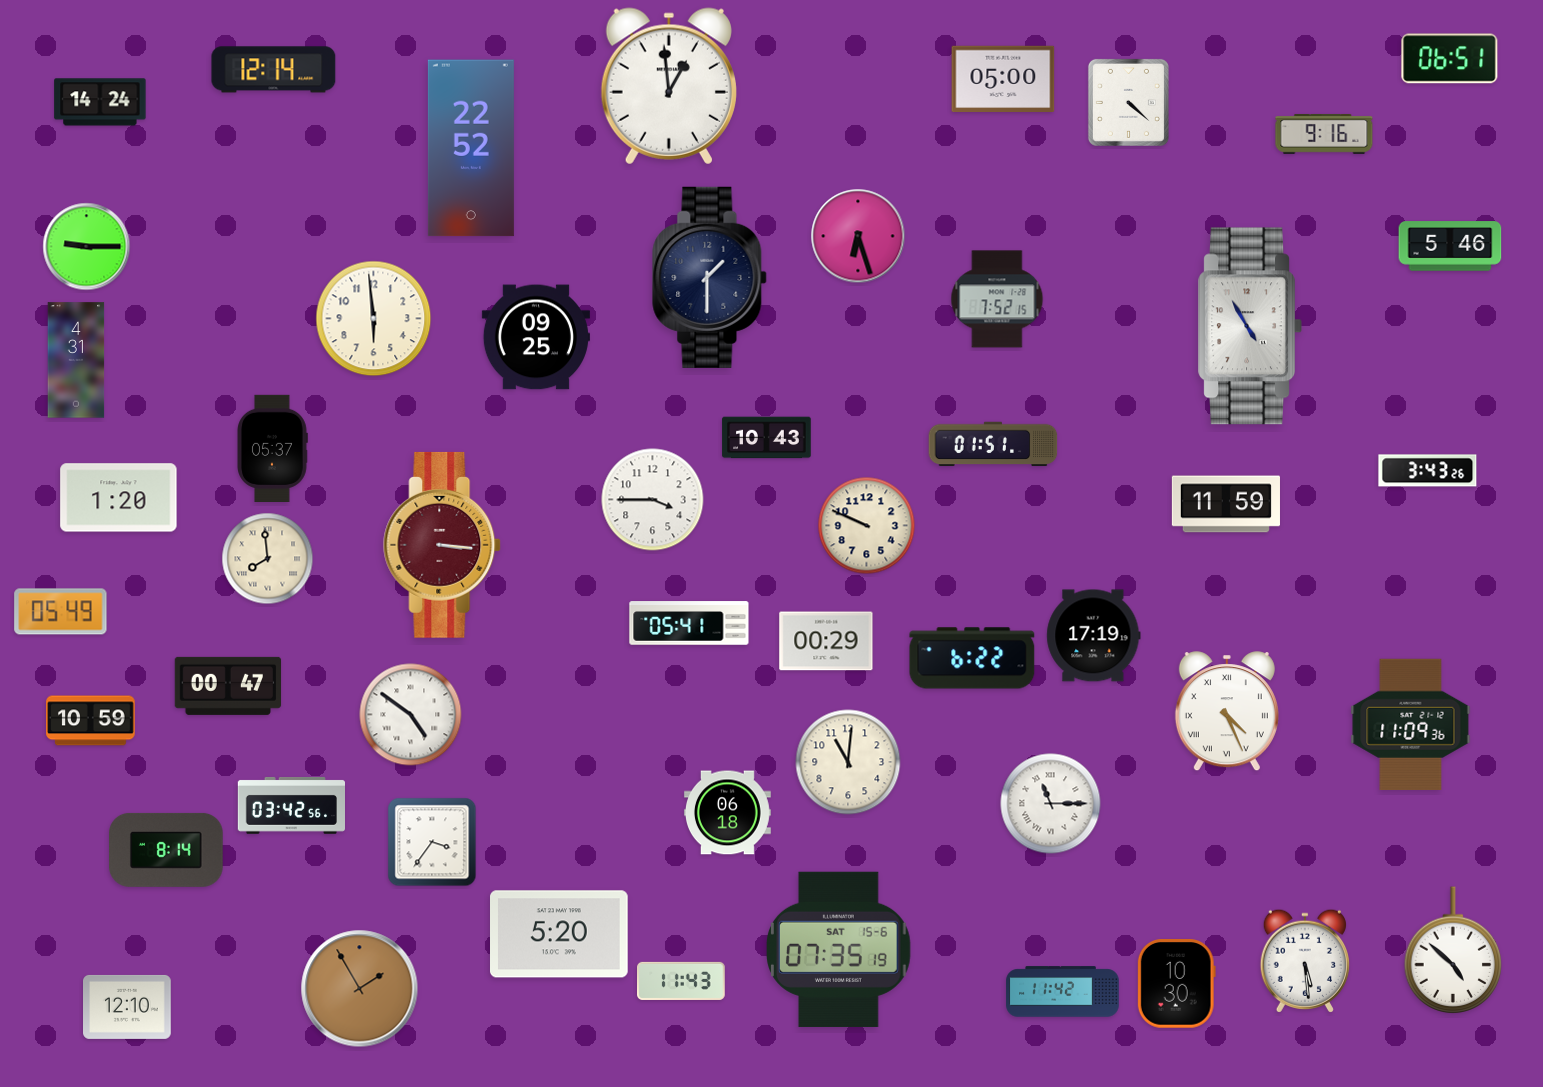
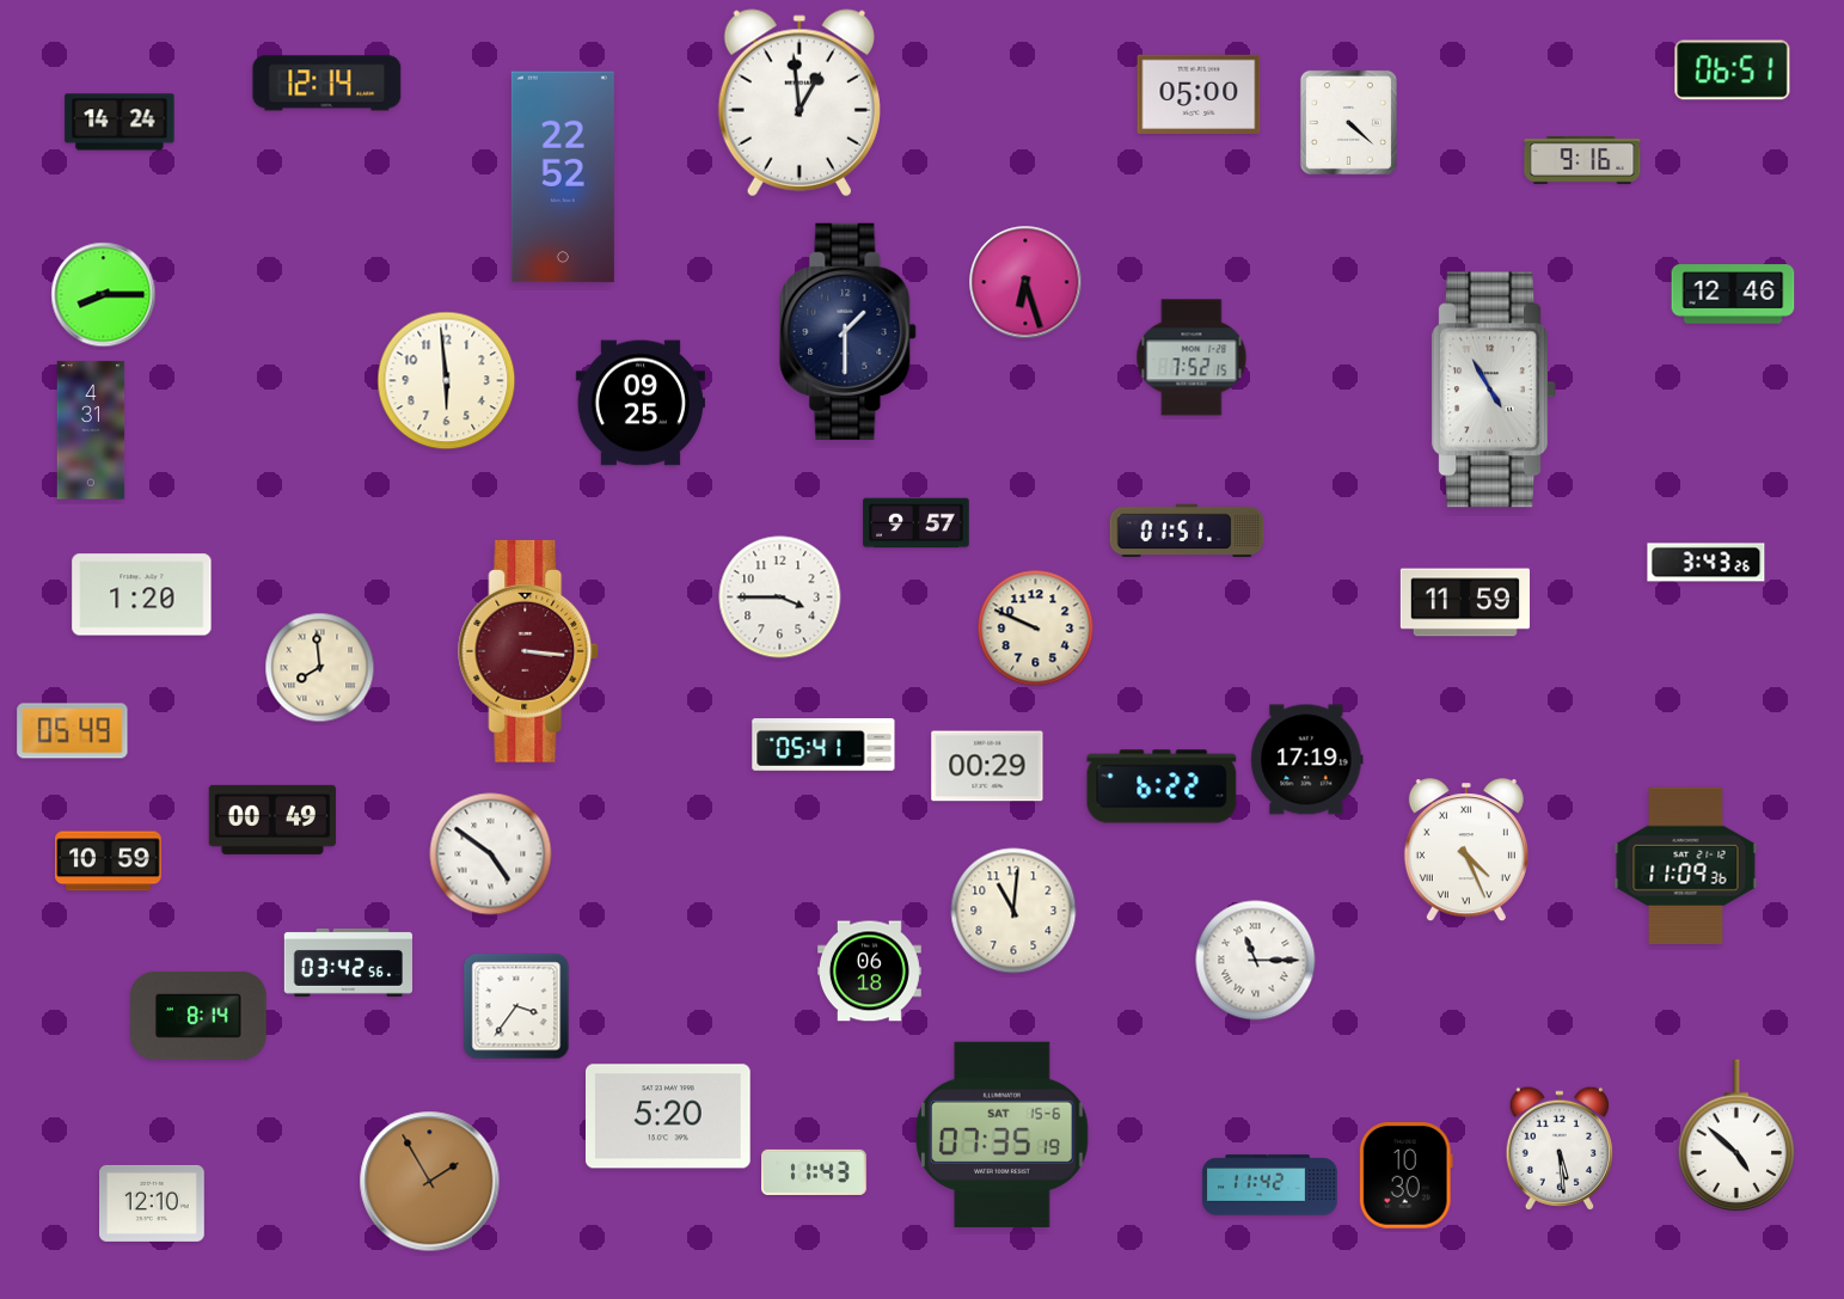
clock at (1450, 246): 5:46 -> 12:46
clock at (87, 247): 9:15 -> 8:15
clock at (767, 438): 10:43 -> 9:57
clock at (272, 448): 05:37 -> none
clock at (228, 686): 00:47 -> 00:49
